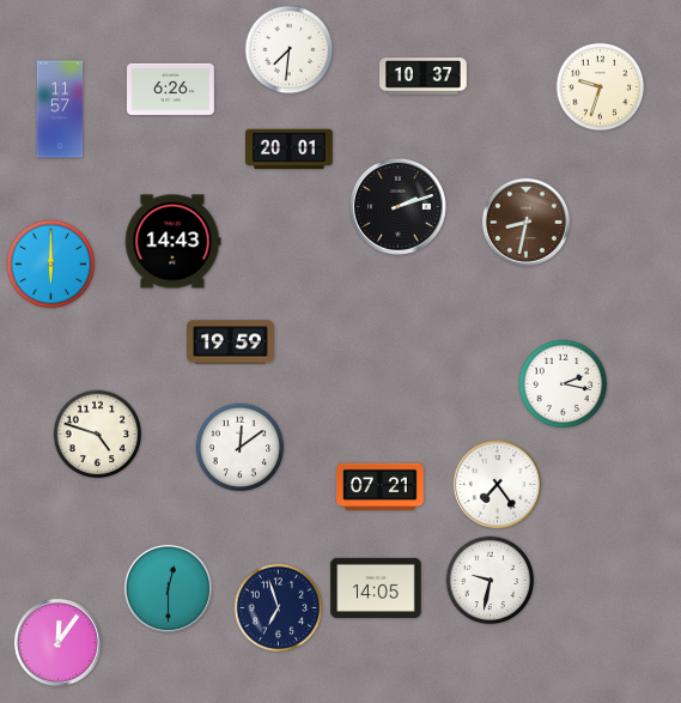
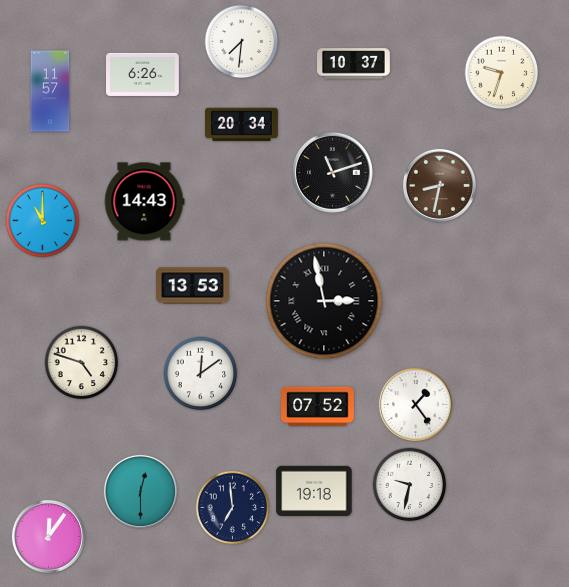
clock at (290, 150): 20:01 -> 20:34
clock at (397, 206): 2:12 -> 11:12
clock at (51, 265): 6:00 -> 11:00
clock at (231, 343): 19:59 -> 13:53
clock at (324, 301): none -> 2:58
clock at (564, 384): 2:17 -> none
clock at (497, 484): 7:24 -> 1:24
clock at (381, 487): 07:21 -> 07:52
clock at (376, 587): 14:05 -> 19:18
clock at (279, 608): 6:57 -> 6:59
